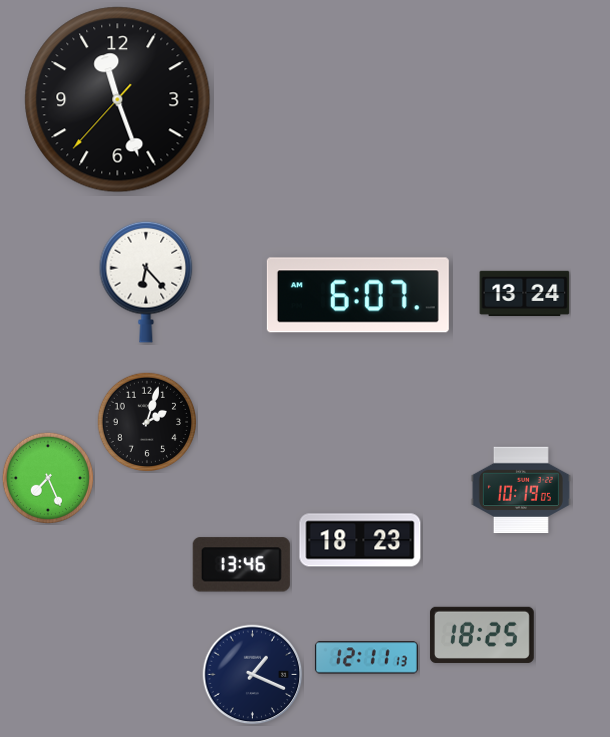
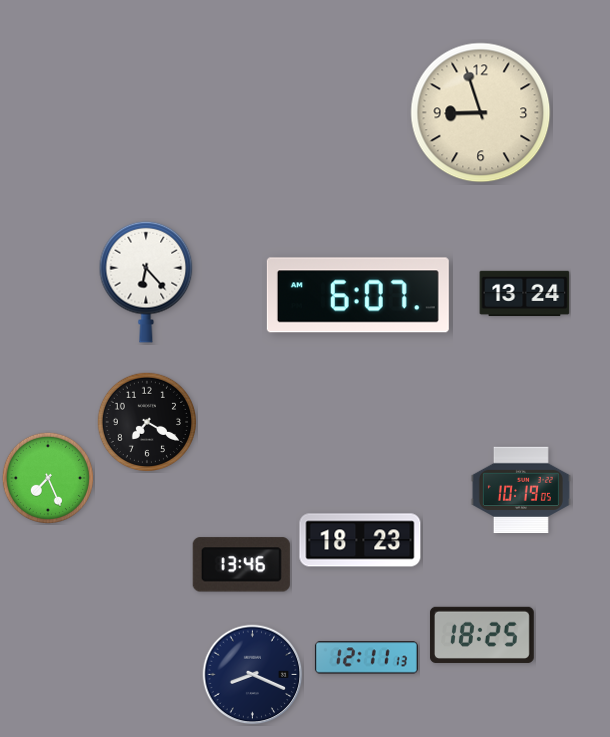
clock at (118, 100): 11:26 -> none
clock at (481, 113): none -> 8:57
clock at (146, 421): 2:03 -> 7:20
clock at (253, 675): 1:19 -> 8:19
